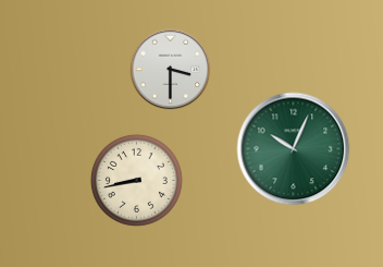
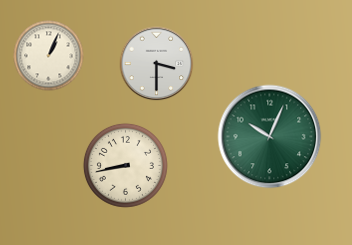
clock at (49, 56): none -> 1:04
